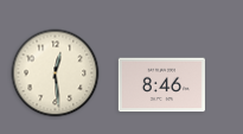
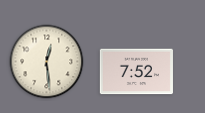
clock at (161, 85): 8:46 -> 7:52
